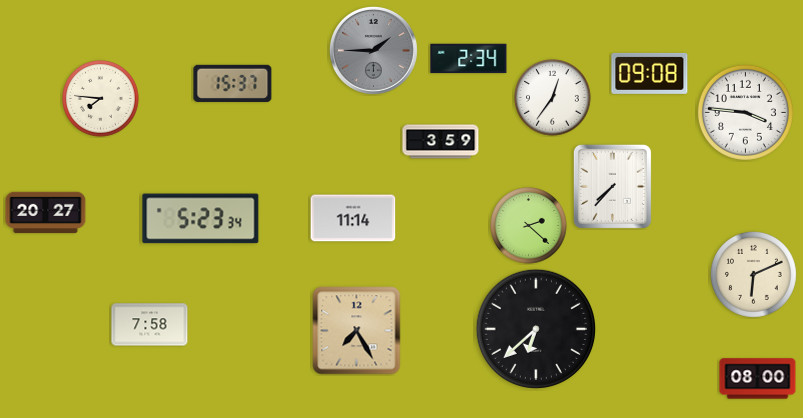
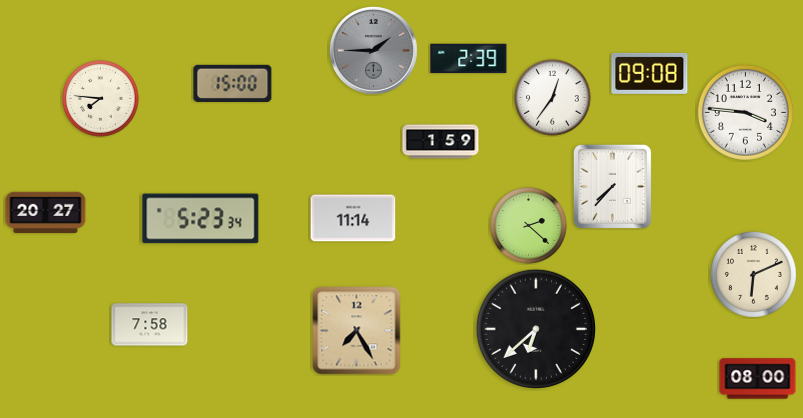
clock at (469, 59): 2:34 -> 2:39
clock at (233, 83): 15:37 -> 15:00
clock at (441, 142): 3:59 -> 1:59
